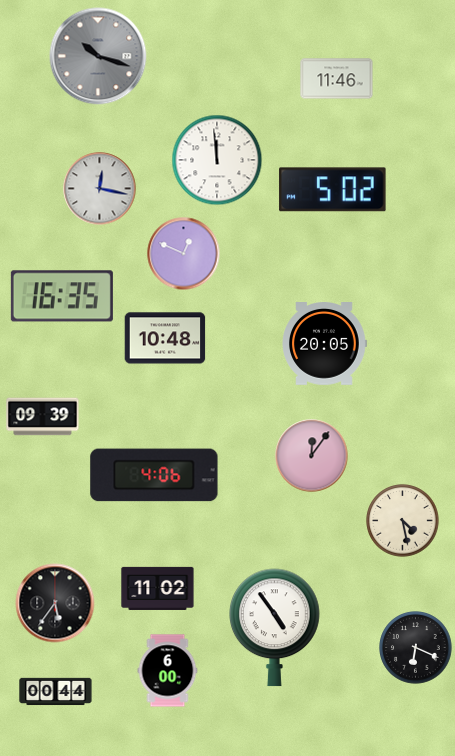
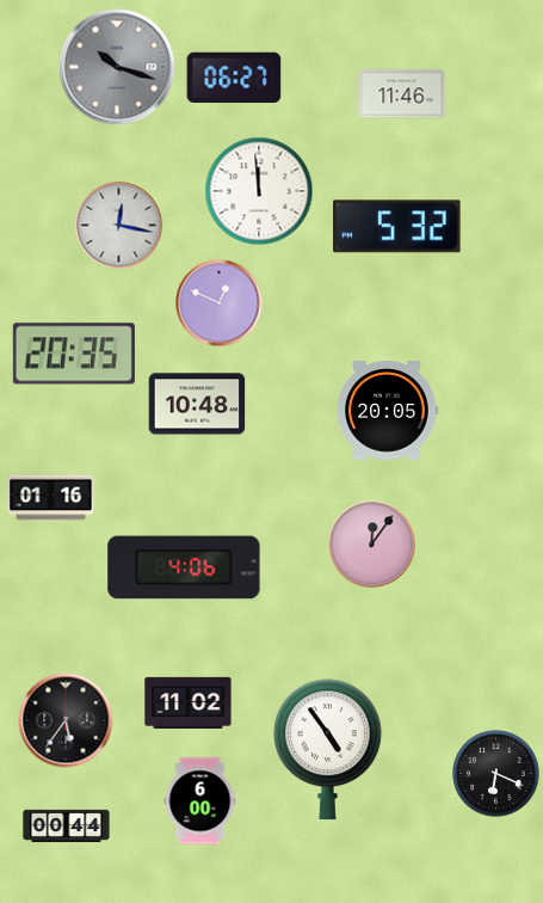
clock at (234, 78): none -> 06:27
clock at (333, 190): 5:02 -> 5:32
clock at (62, 296): 16:35 -> 20:35
clock at (43, 417): 09:39 -> 01:16
clock at (403, 521): 4:28 -> none
